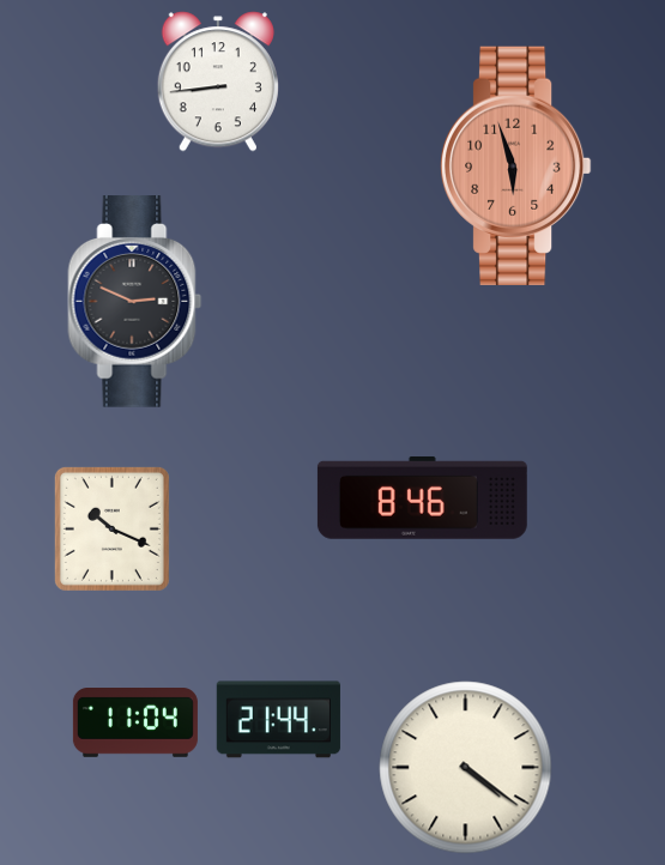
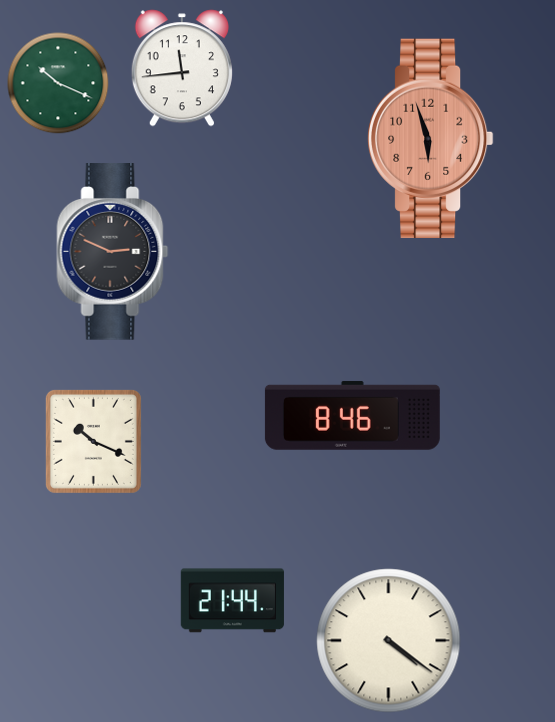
clock at (218, 81): 8:44 -> 11:44
clock at (58, 83): none -> 10:19
clock at (135, 724): 11:04 -> none
